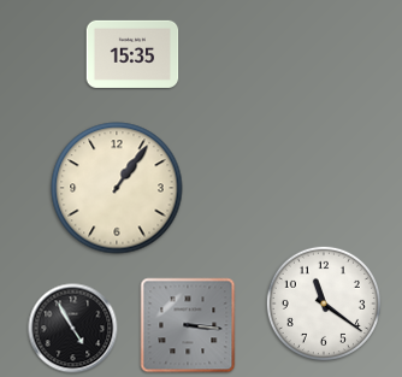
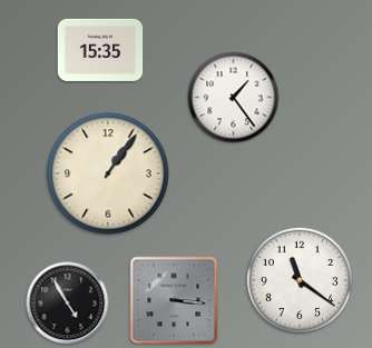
clock at (132, 54) position: (132, 54) -> (100, 50)
clock at (234, 98): none -> 1:24
